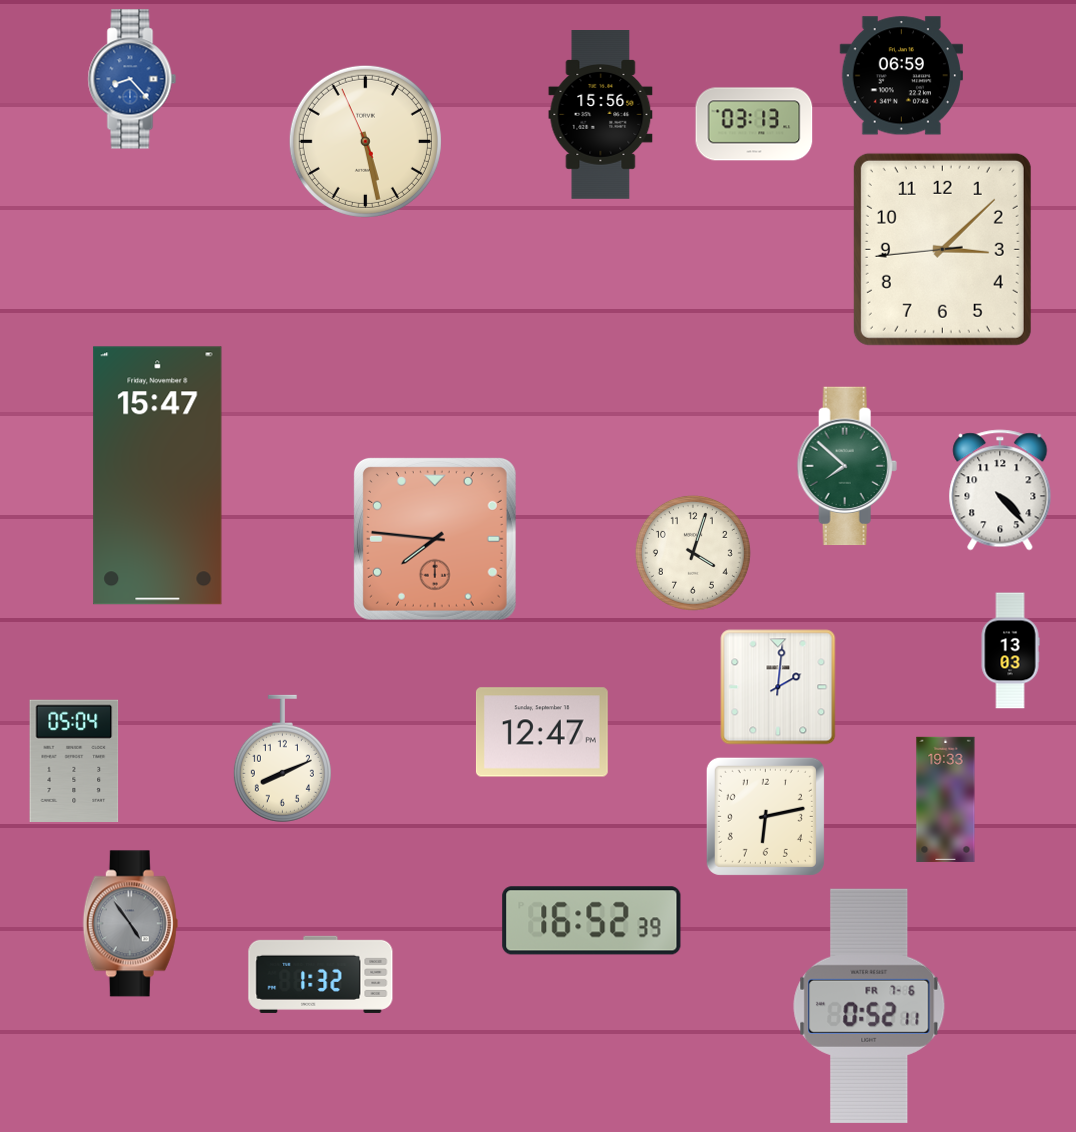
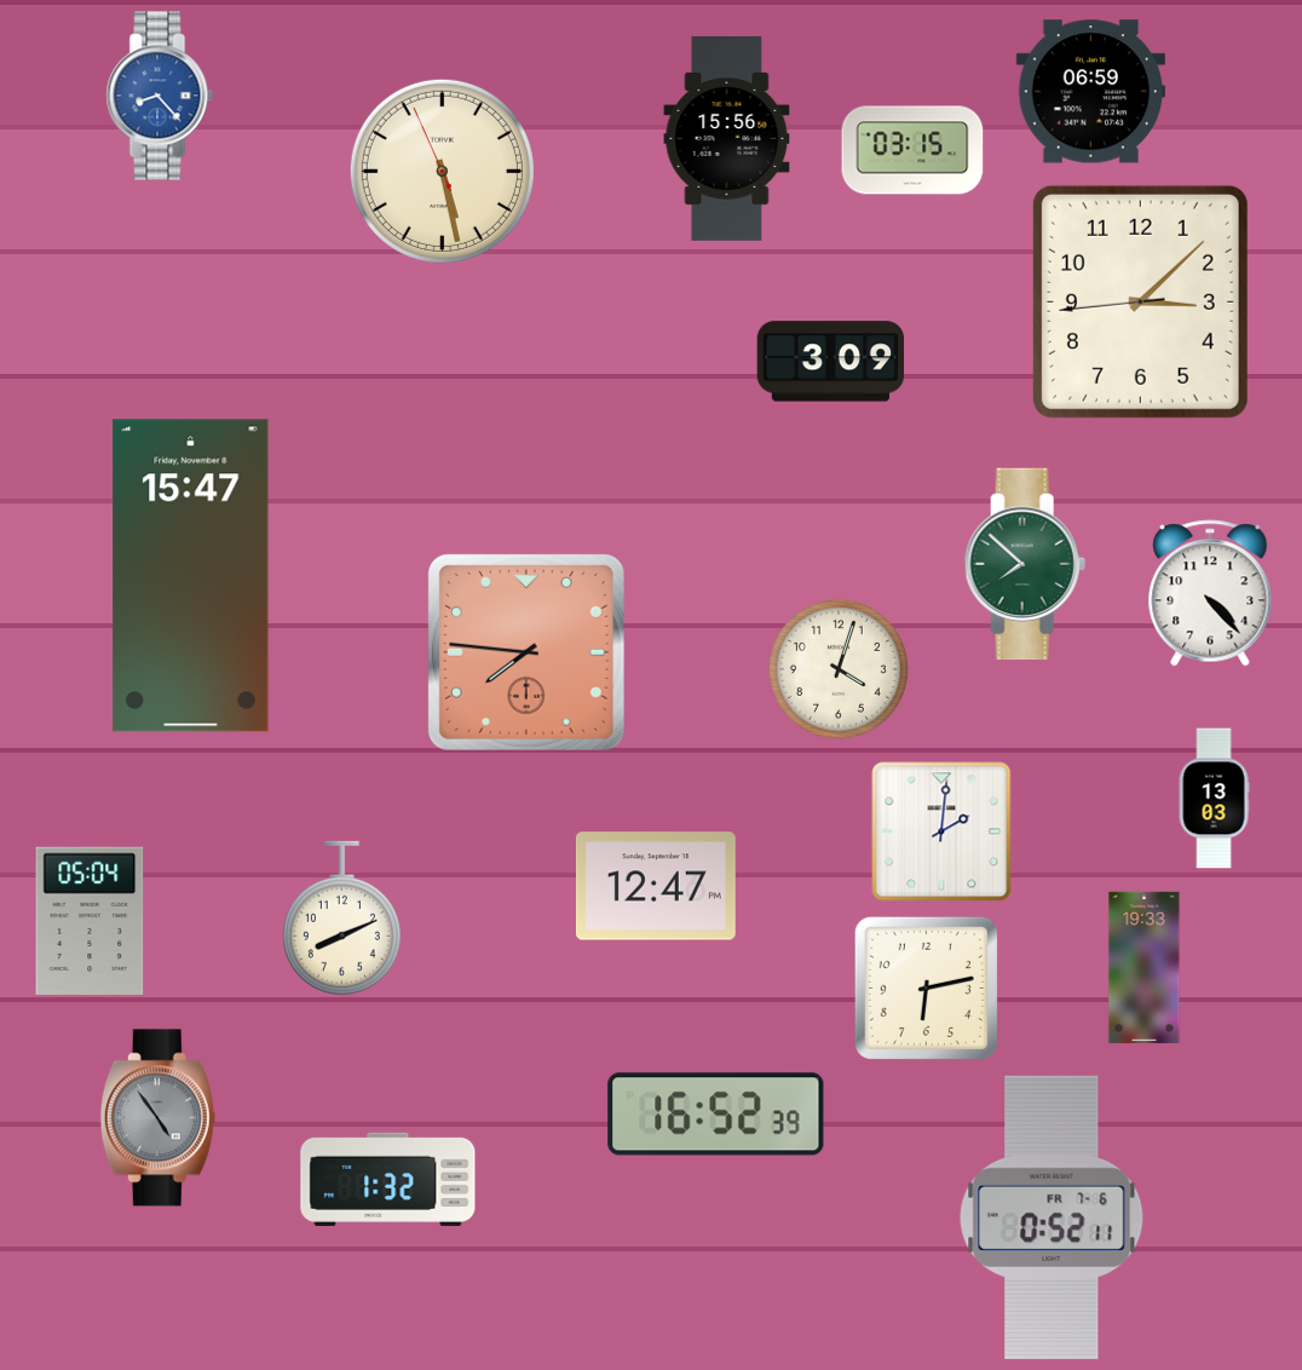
clock at (754, 124): 03:13 -> 03:15
clock at (831, 362): none -> 3:09
clock at (1010, 651) position: (1010, 651) -> (1214, 799)
